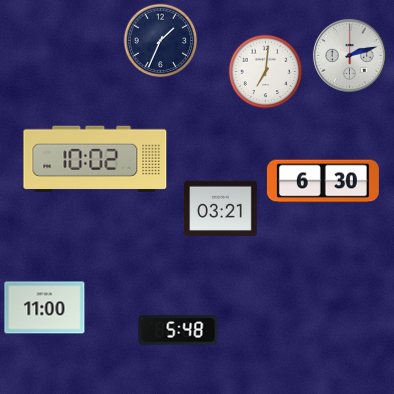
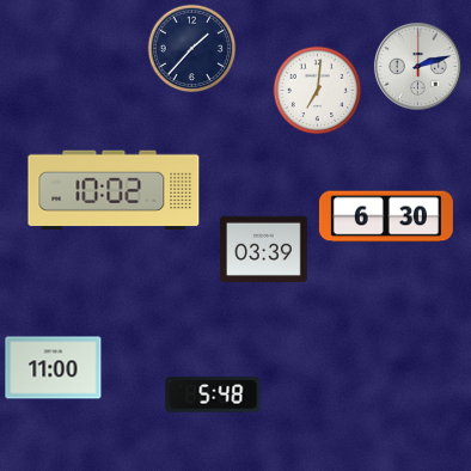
clock at (161, 41): 1:34 -> 1:37
clock at (266, 72) position: (266, 72) -> (318, 91)
clock at (221, 208): 03:21 -> 03:39
